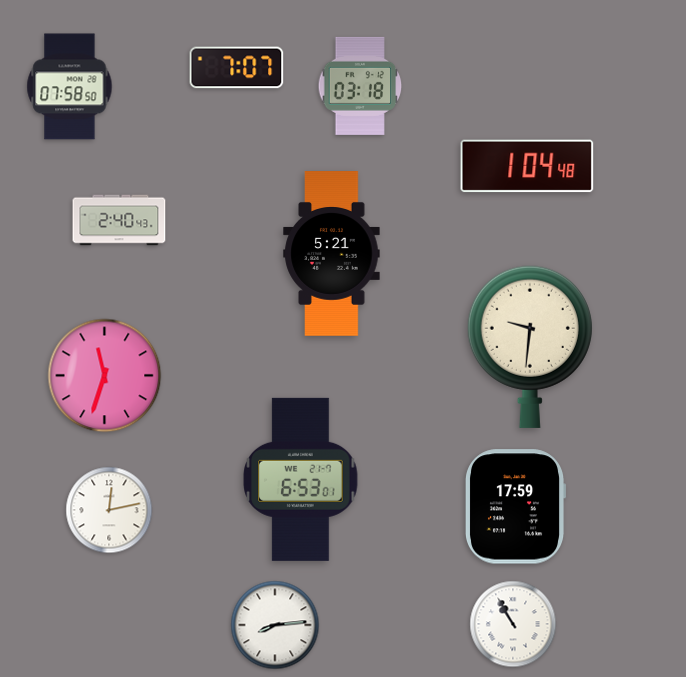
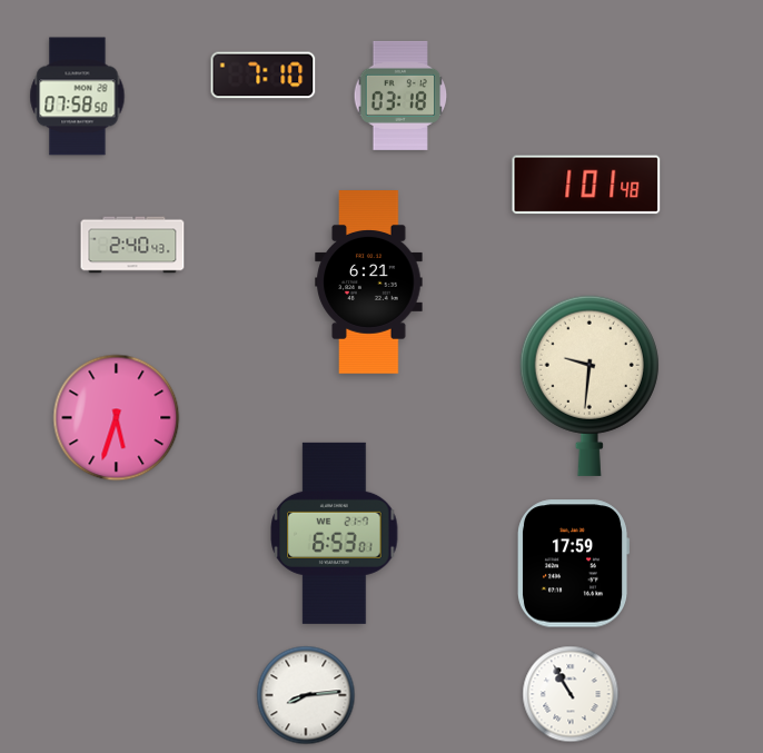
clock at (237, 68): 7:07 -> 7:10
clock at (527, 166): 1:04 -> 1:01
clock at (332, 254): 5:21 -> 6:21
clock at (105, 376): 11:33 -> 5:33
clock at (109, 510): 12:13 -> none
